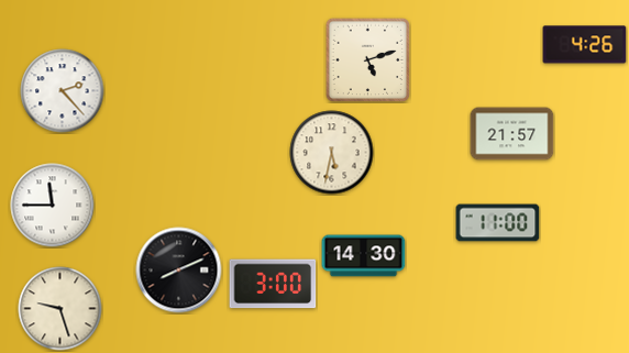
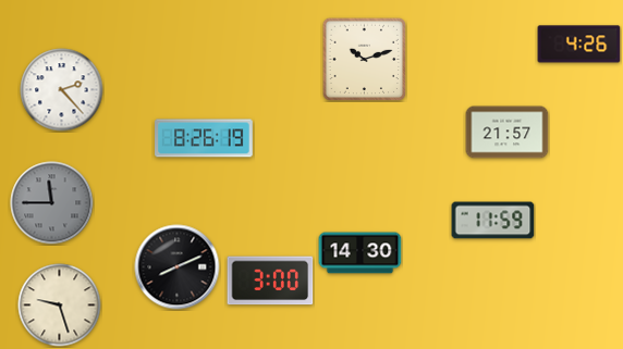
clock at (367, 59): 5:12 -> 10:12
clock at (204, 138): none -> 8:26
clock at (332, 153): 5:32 -> none
clock at (53, 206) dial: white -> grey
clock at (498, 223): 11:00 -> 11:59
